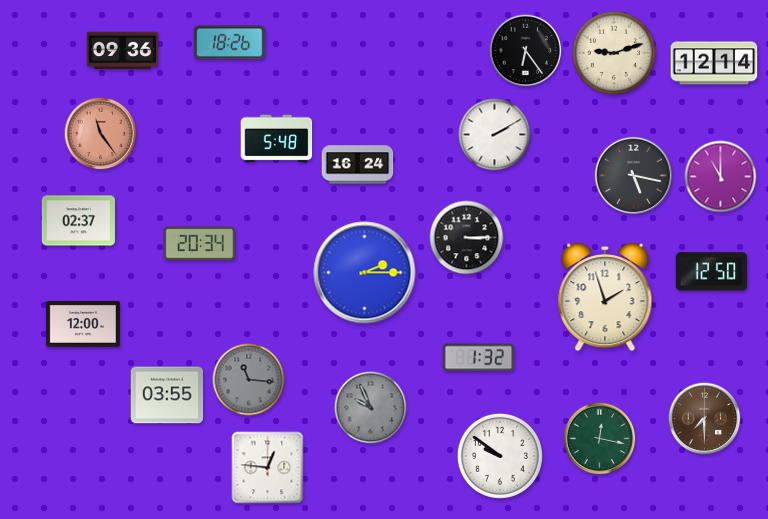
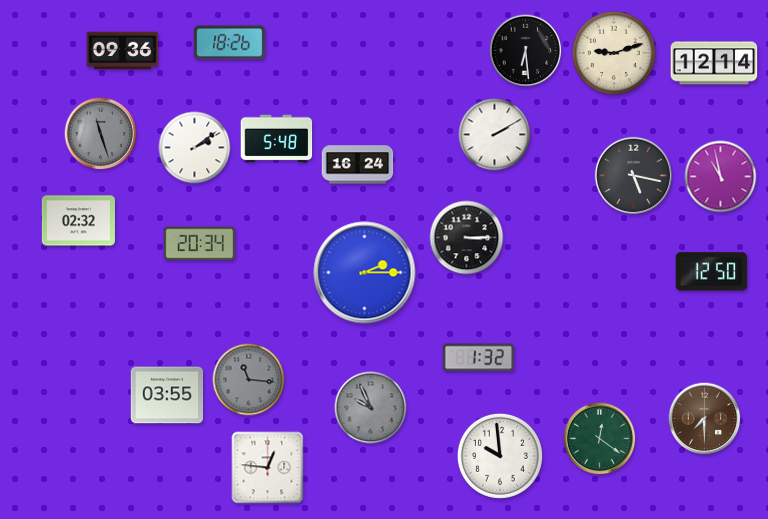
clock at (526, 51): 6:24 -> 6:29
clock at (101, 134): 11:24 -> 11:27
clock at (101, 134) dial: salmon -> grey
clock at (195, 148): none -> 2:09
clock at (721, 177): 11:00 -> 10:58
clock at (78, 221): 02:37 -> 02:32
clock at (605, 297): 1:57 -> none
clock at (83, 324): 12:00 -> none
clock at (600, 439): 12:17 -> 12:21
clock at (500, 456): 9:51 -> 9:59
